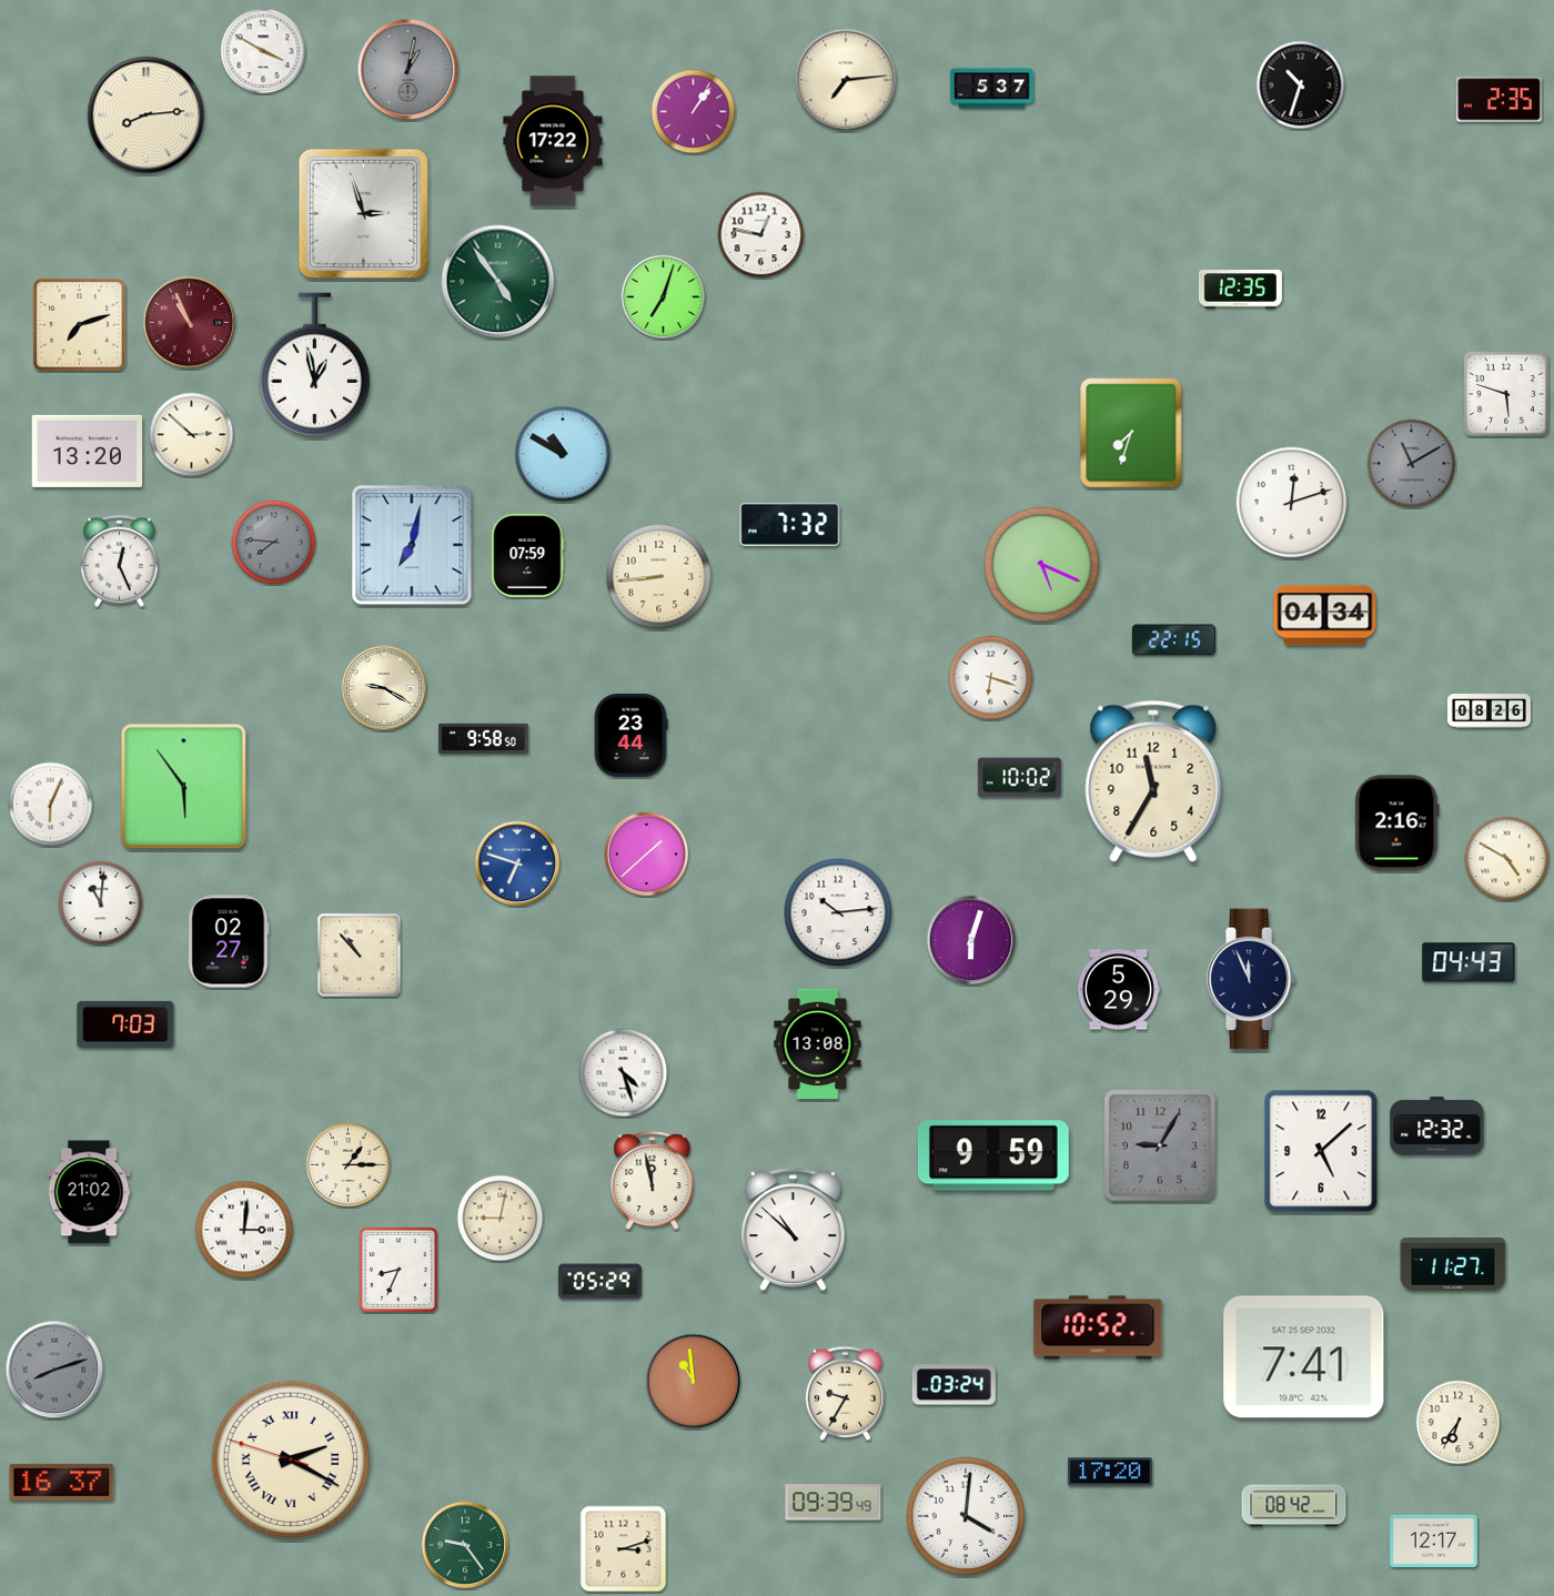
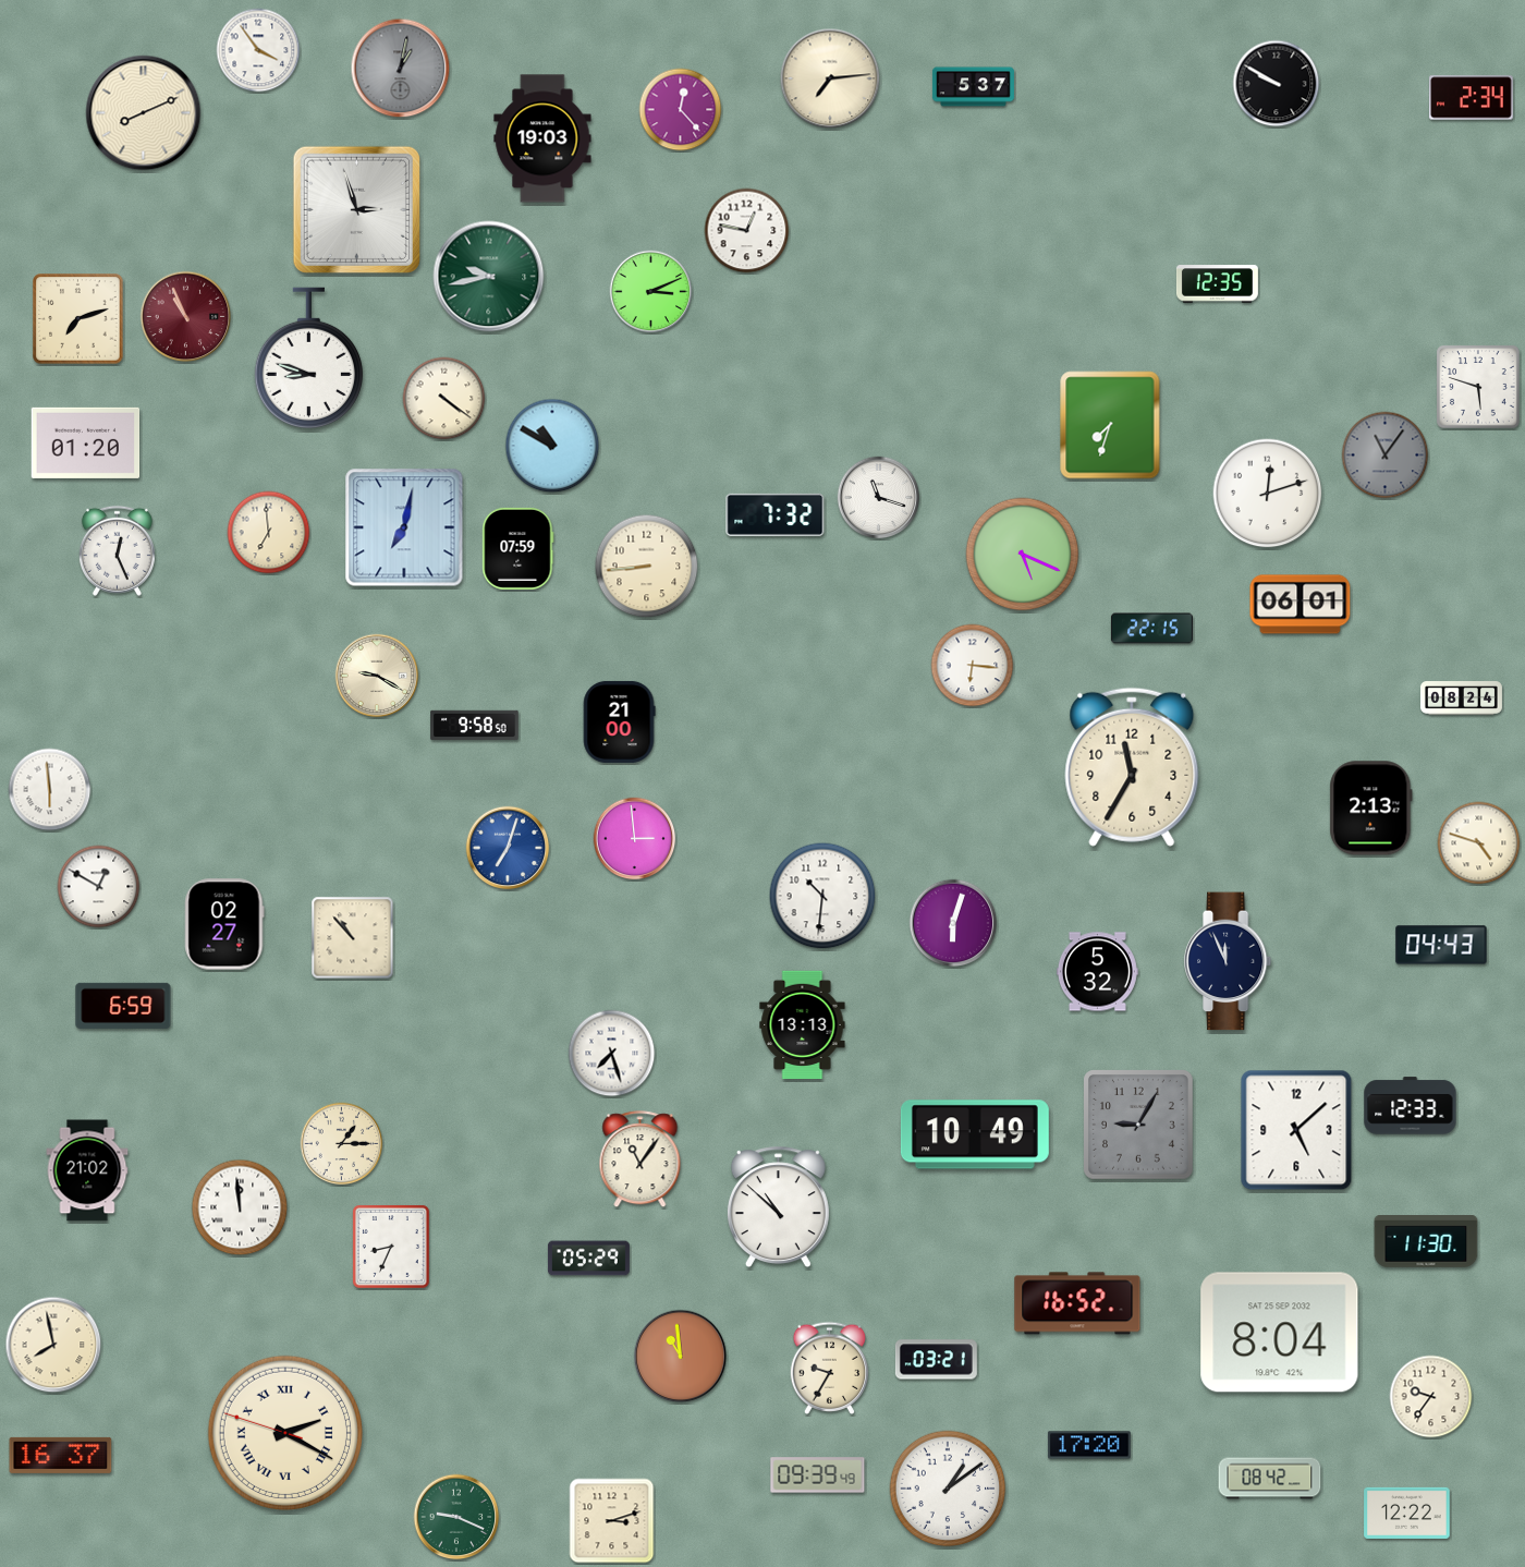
clock at (263, 51): 3:50 -> 3:54
clock at (1301, 85): 10:33 -> 9:50
clock at (1500, 100): 2:35 -> 2:34
clock at (694, 112): 1:06 -> 12:23
clock at (147, 115): 8:14 -> 8:11
clock at (553, 141): 17:22 -> 19:03
clock at (498, 282): 4:54 -> 9:43
clock at (664, 297): 7:03 -> 3:11
clock at (314, 365): 12:58 -> 8:48
clock at (444, 399): none -> 4:21
clock at (192, 435): 2:52 -> none
clock at (88, 451): 13:20 -> 01:20
clock at (1412, 464): 11:10 -> 11:06
clock at (879, 498): none -> 11:18
clock at (274, 543): 7:46 -> 6:59
clock at (274, 543) dial: grey -> cream
clock at (412, 545) position: (412, 545) -> (404, 527)
clock at (528, 555) position: (528, 555) -> (518, 548)
clock at (1325, 616): 04:34 -> 06:01
clock at (991, 678): 6:18 -> 6:16
clock at (1489, 711): 08:26 -> 08:24
clock at (630, 735): 23:44 -> 21:00
clock at (1019, 778): 10:02 -> none
clock at (184, 787): 5:54 -> none
clock at (51, 805): 6:04 -> 5:59
clock at (1397, 824): 2:16 -> 2:13
clock at (647, 855): 1:38 -> 2:59
clock at (1507, 859): 4:50 -> 4:48
clock at (517, 863): 6:48 -> 7:03
clock at (101, 903): 11:01 -> 12:50
clock at (838, 912): 10:14 -> 10:31
clock at (1118, 990): 5:29 -> 5:32
clock at (125, 1024): 7:03 -> 6:59
clock at (818, 1044): 13:08 -> 13:13
clock at (624, 1073): 4:27 -> 7:27
clock at (1437, 1127): 12:32 -> 12:33
clock at (993, 1155): 9:59 -> 10:49
clock at (653, 1181): 11:58 -> 11:06
clock at (501, 1219): 9:02 -> none
clock at (244, 1230): 3:01 -> 11:59
clock at (1453, 1265): 11:27 -> 11:30
clock at (1098, 1327): 10:52 -> 16:52
clock at (1304, 1357): 7:41 -> 8:04
clock at (54, 1370): 8:12 -> 7:58
clock at (54, 1370) dial: grey -> cream
clock at (953, 1385): 03:24 -> 03:21
clock at (1459, 1423): 6:36 -> 9:36
clock at (966, 1516): 4:01 -> 1:09
clock at (1434, 1541): 12:17 -> 12:22
clock at (465, 1545): 9:24 -> 9:19
